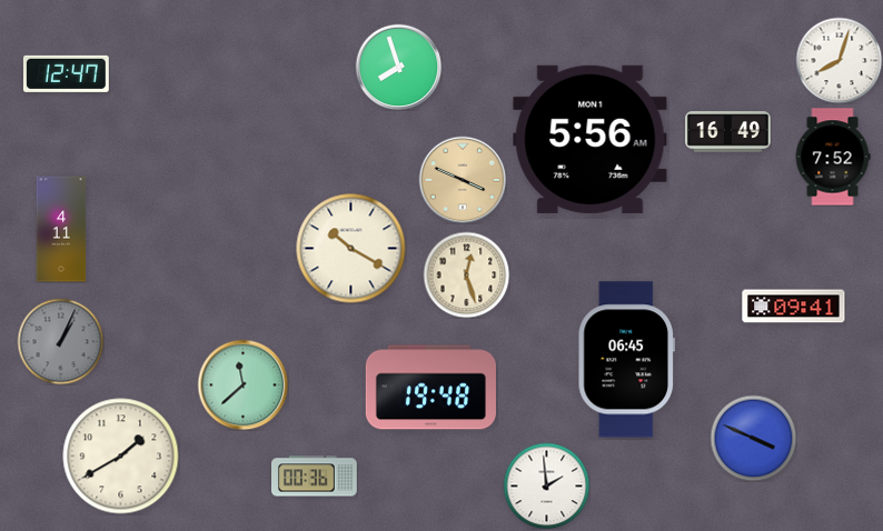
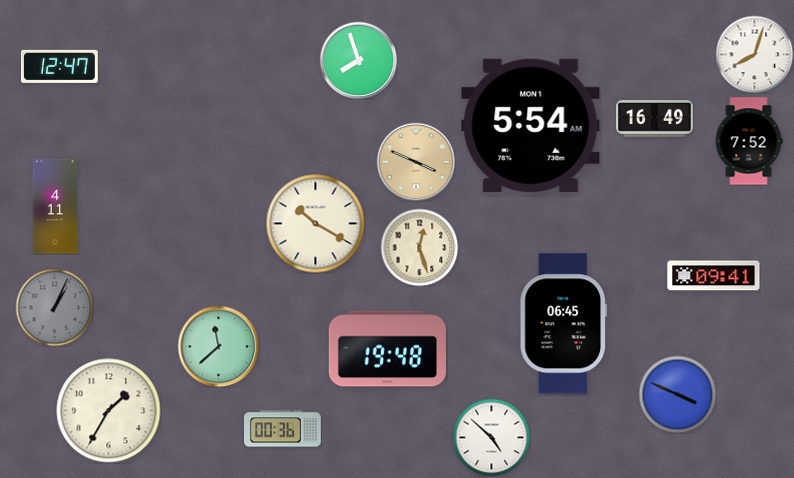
clock at (591, 139): 5:56 -> 5:54
clock at (121, 457): 1:40 -> 1:35
clock at (546, 485): 1:59 -> 4:52
